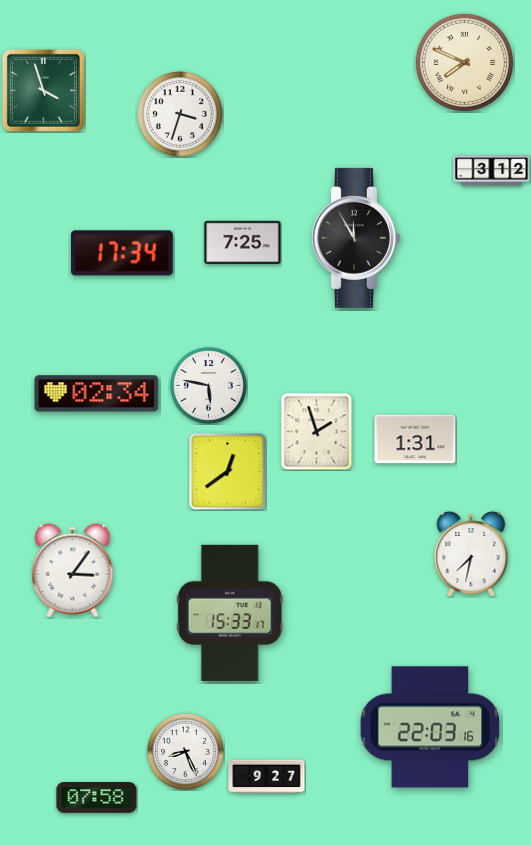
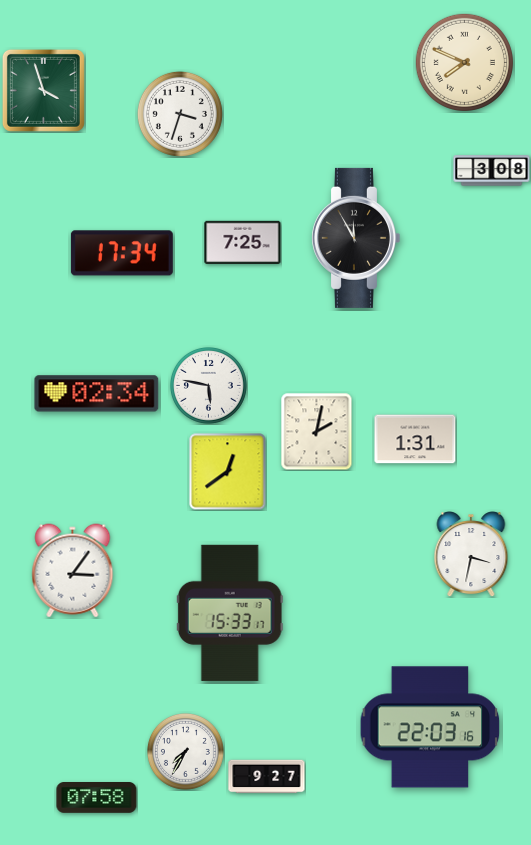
clock at (492, 171): 3:12 -> 3:08
clock at (317, 431): 1:57 -> 2:02
clock at (471, 554): 7:32 -> 3:32
clock at (185, 751): 8:26 -> 7:35
